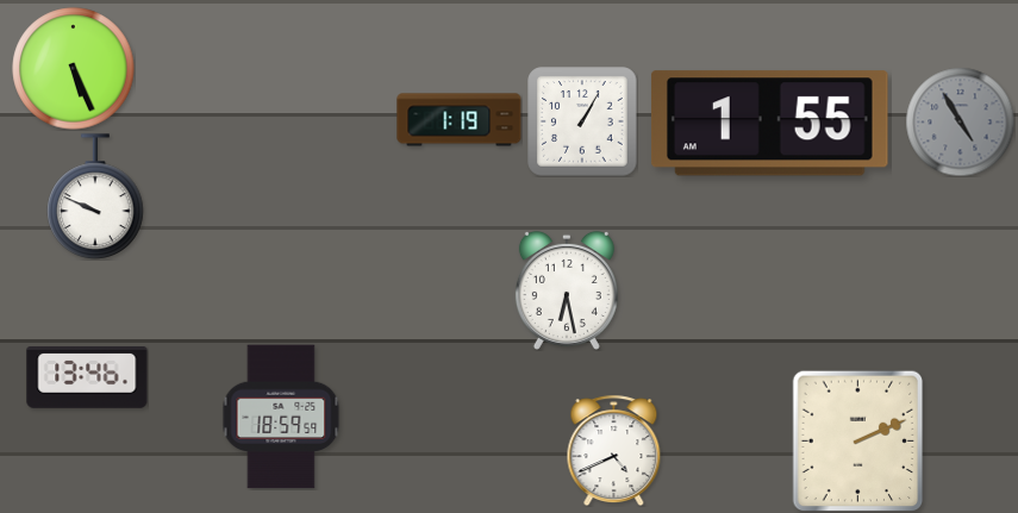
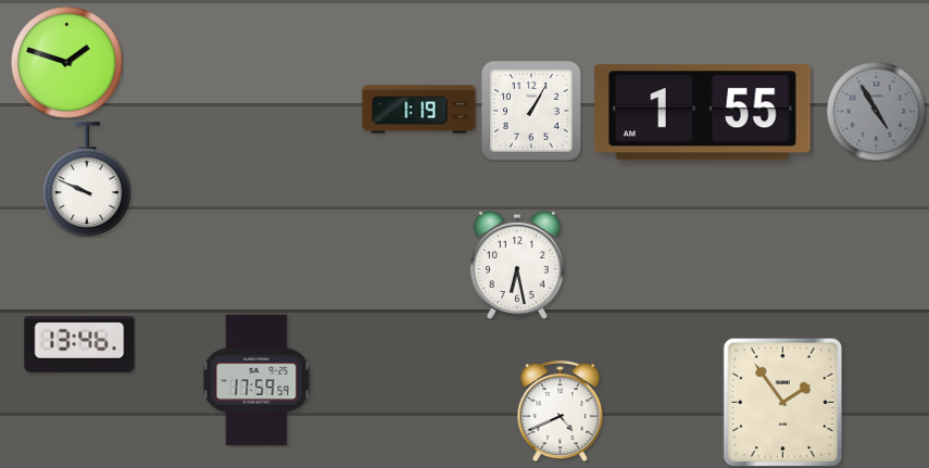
clock at (74, 69): 5:26 -> 1:48
clock at (281, 417): 18:59 -> 17:59
clock at (858, 440): 2:11 -> 1:54
